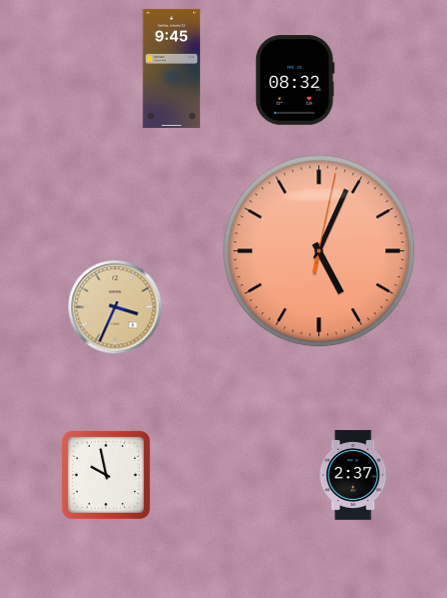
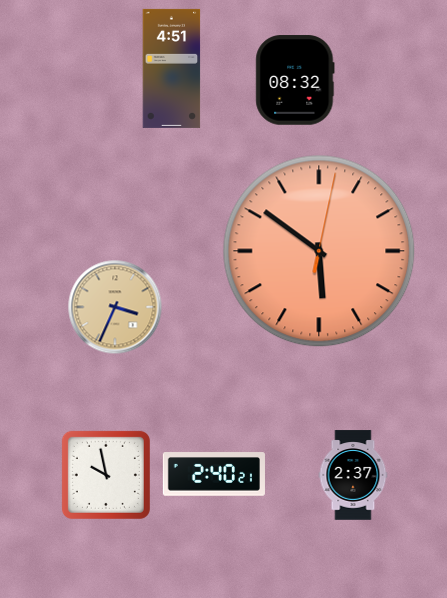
clock at (172, 68): 9:45 -> 4:51
clock at (319, 251): 5:04 -> 5:51
clock at (214, 474): none -> 2:40
